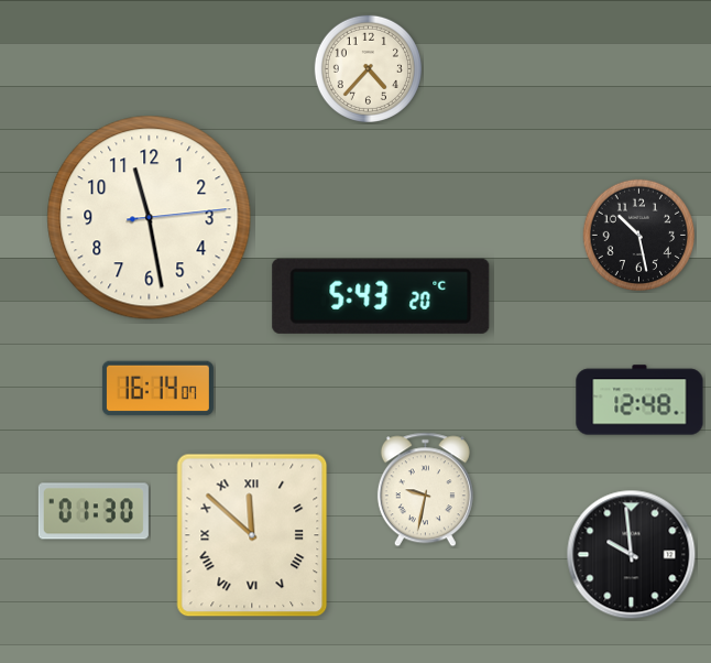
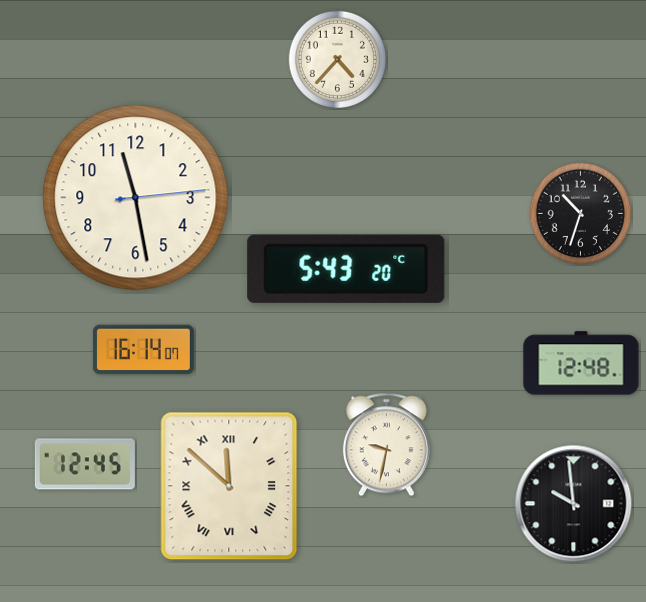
clock at (368, 68) position: (368, 68) -> (337, 59)
clock at (638, 235): 10:28 -> 10:33
clock at (157, 389) position: (157, 389) -> (143, 350)
clock at (94, 511): 01:30 -> 12:45
